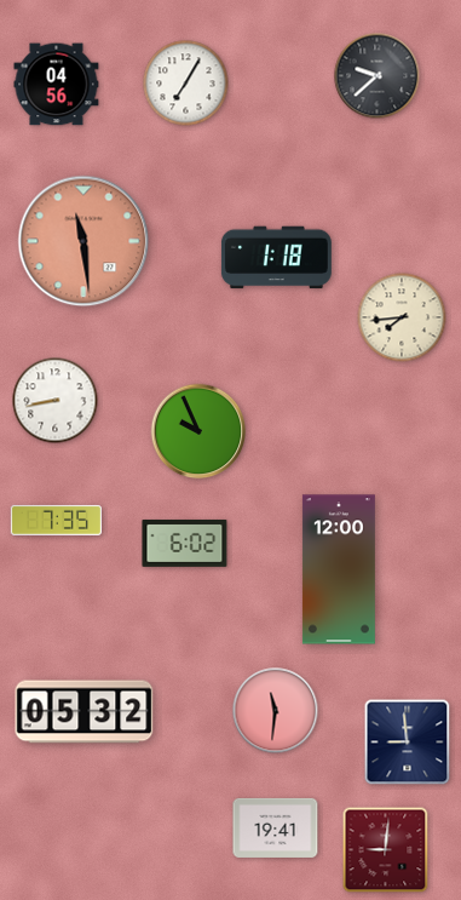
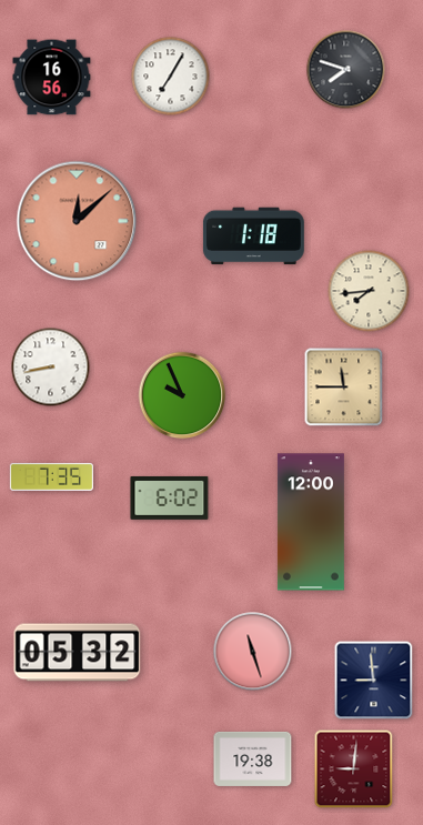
clock at (378, 76): 9:38 -> 7:48
clock at (57, 85): 04:56 -> 16:56
clock at (83, 241): 11:29 -> 12:08
clock at (344, 388): none -> 11:45
clock at (276, 711): 11:31 -> 11:27
clock at (276, 827): 19:41 -> 19:38
clock at (386, 850) position: (386, 850) -> (354, 769)
